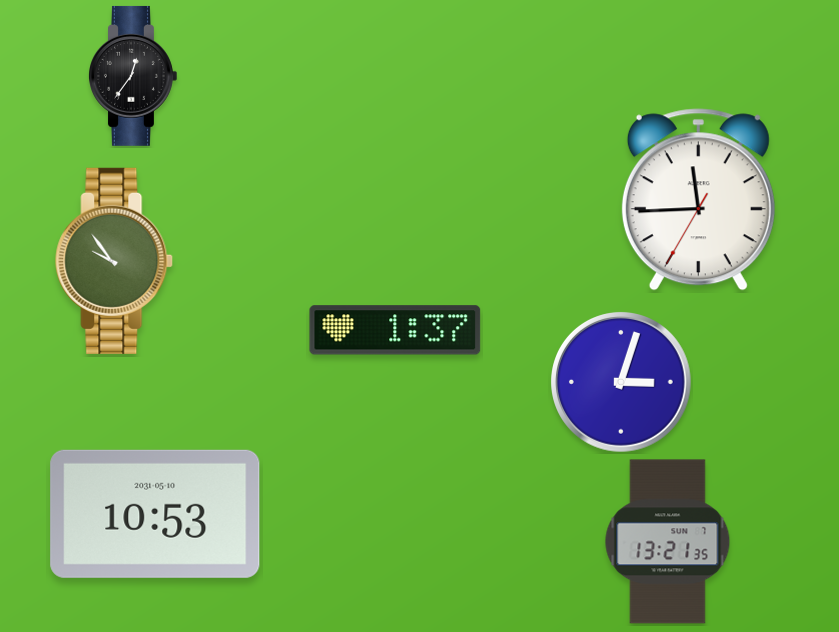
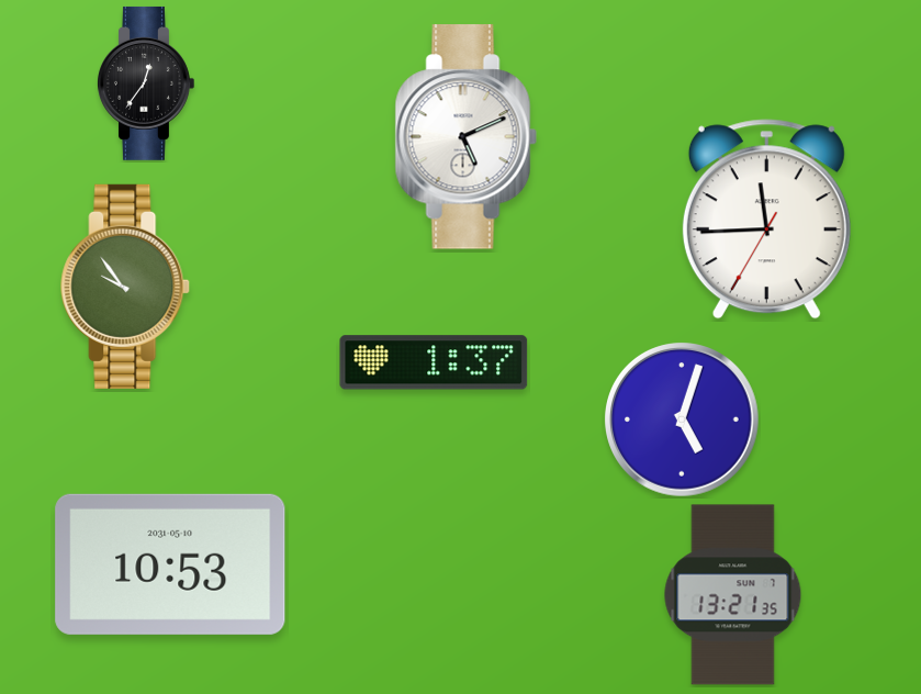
clock at (465, 137): none -> 5:11
clock at (622, 383): 3:03 -> 5:03
